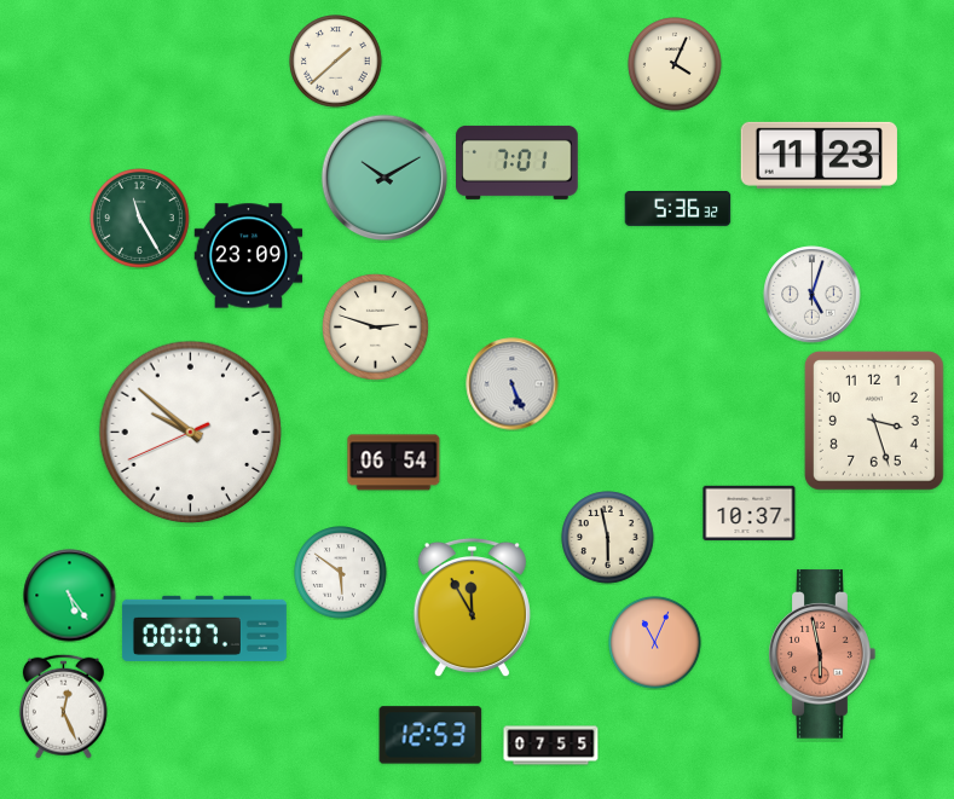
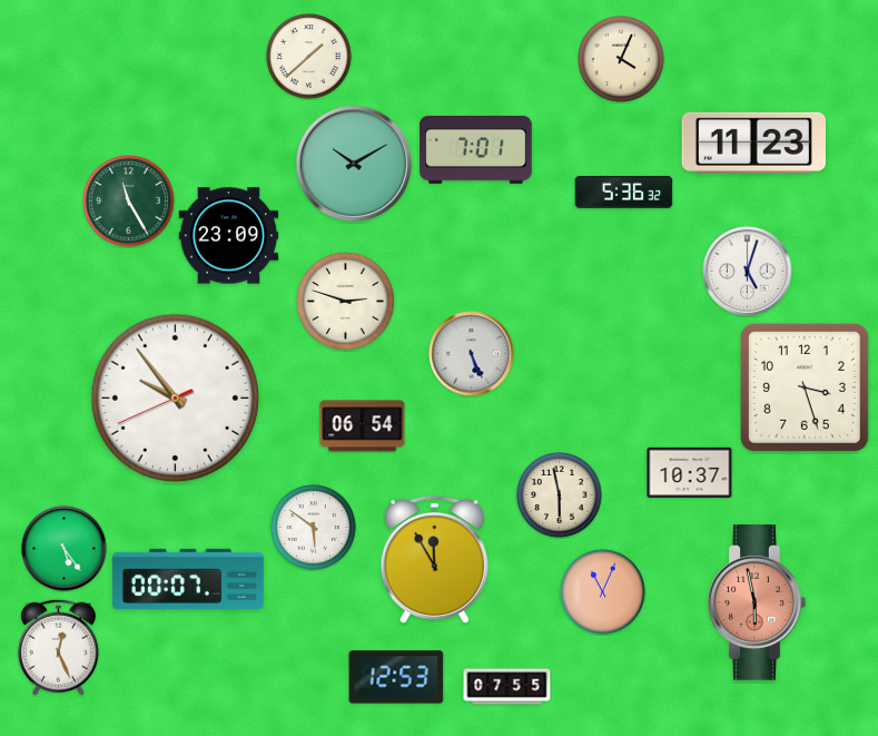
clock at (191, 433): 9:51 -> 9:53
clock at (63, 706) position: (63, 706) -> (58, 647)
